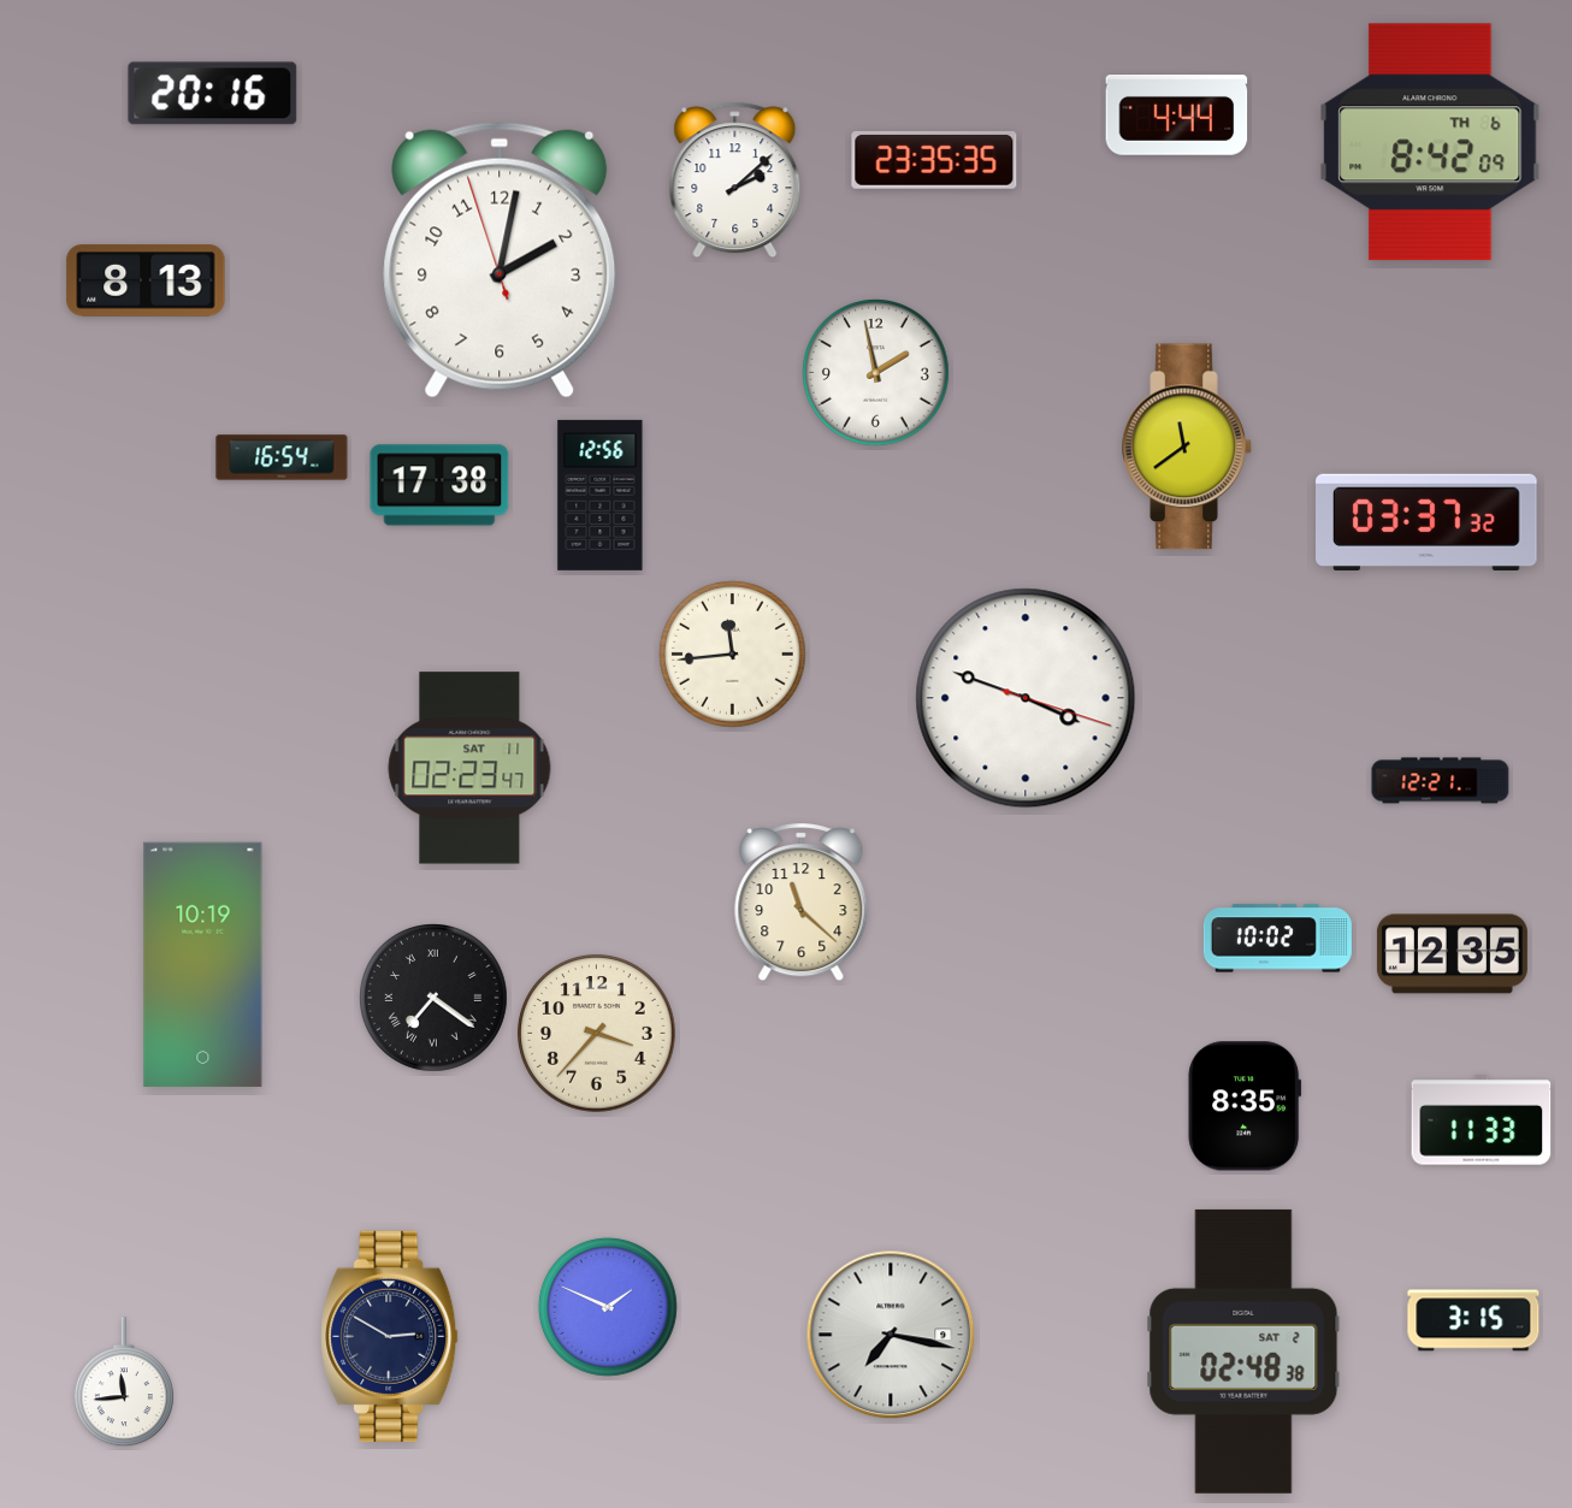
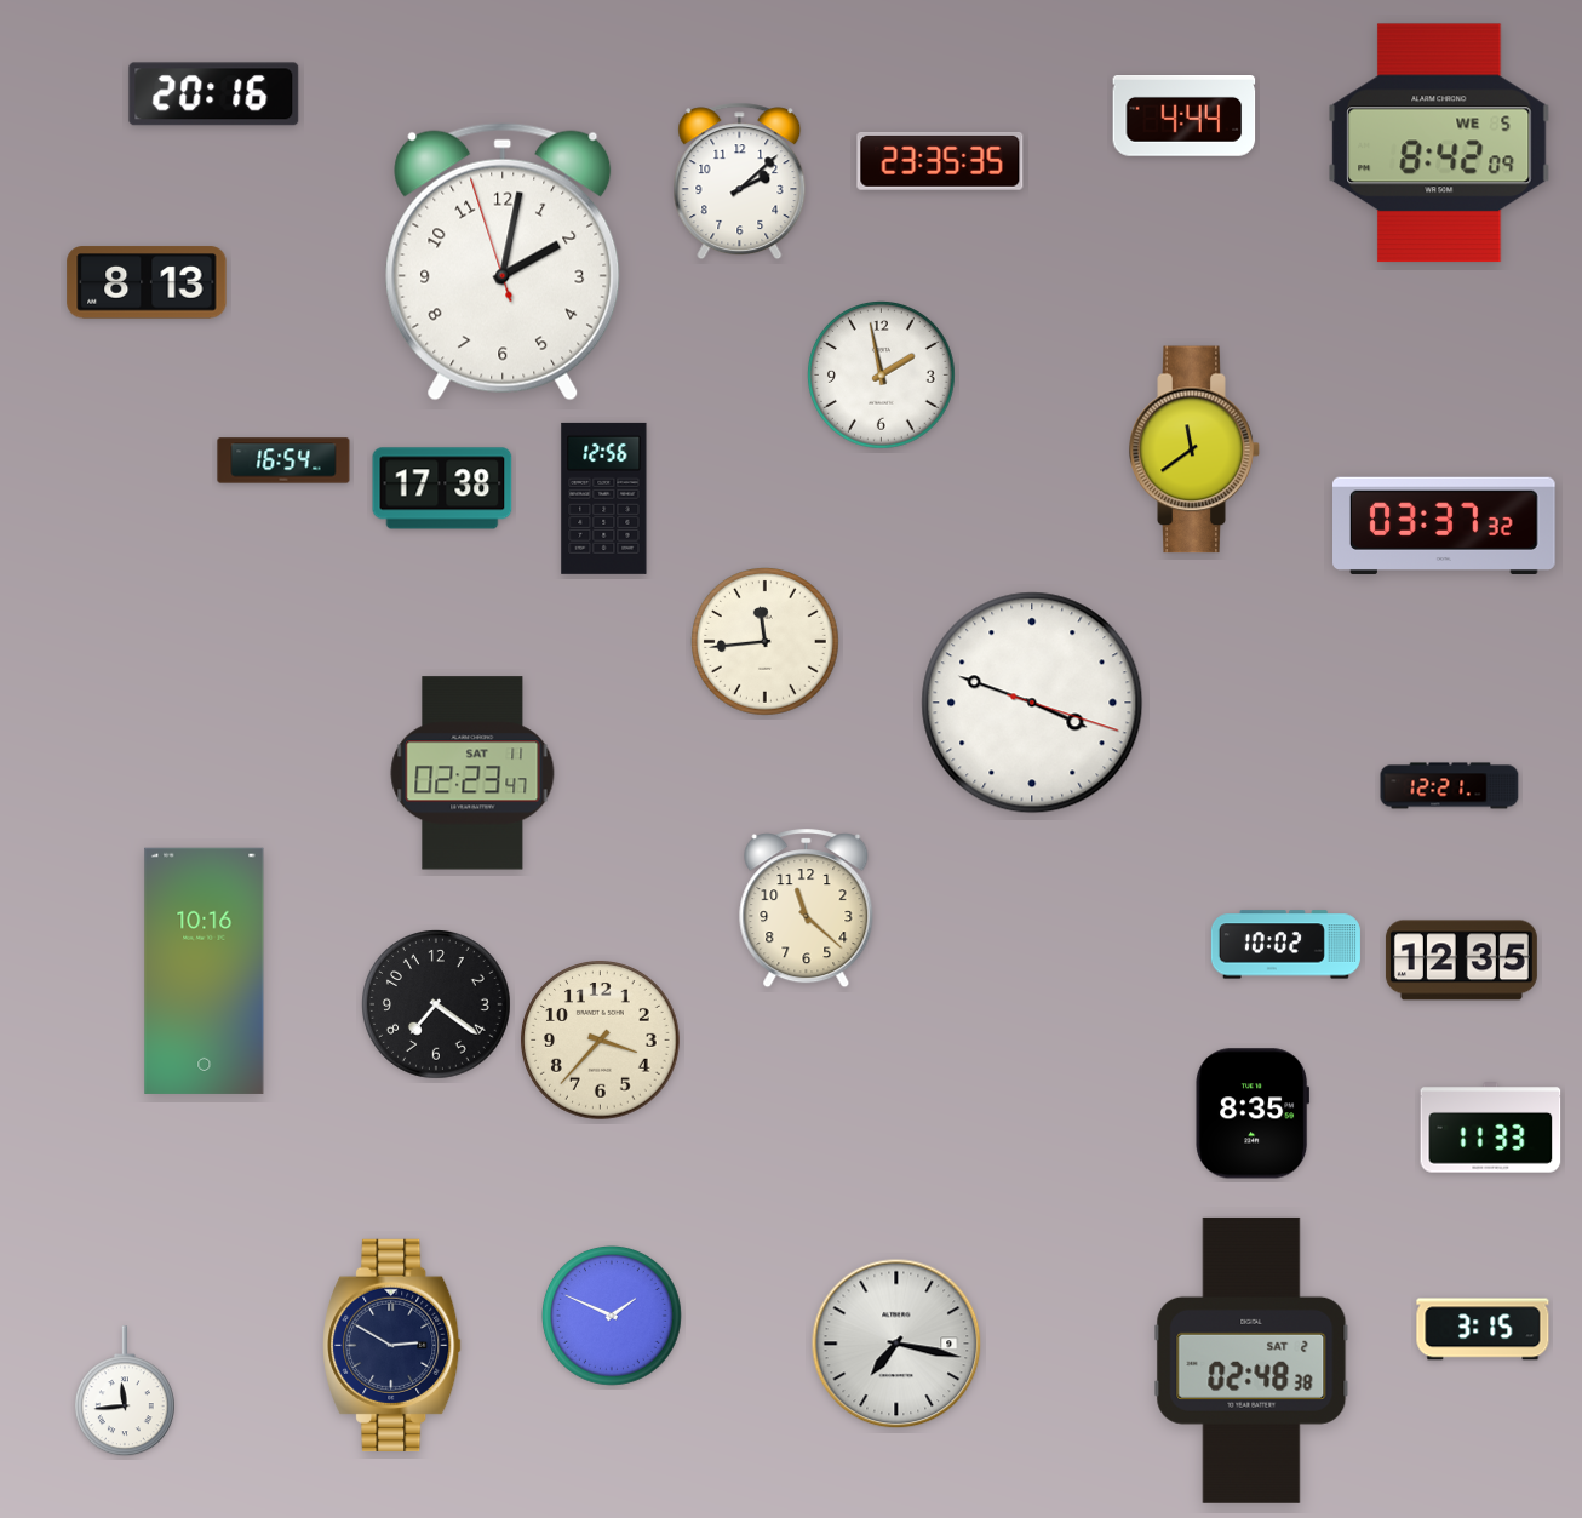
clock at (1430, 142) date: TH 6 -> WE 5
clock at (1428, 522) position: (1428, 522) -> (1445, 526)
clock at (733, 655) position: (733, 655) -> (766, 642)
clock at (203, 964): 10:19 -> 10:16
clock at (435, 999) numerals: Roman -> Arabic
